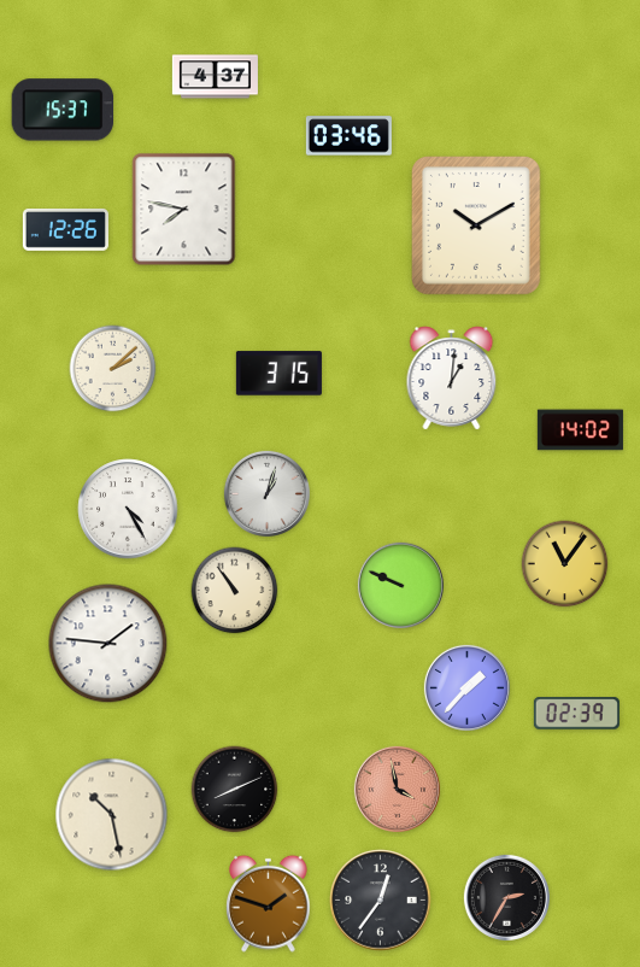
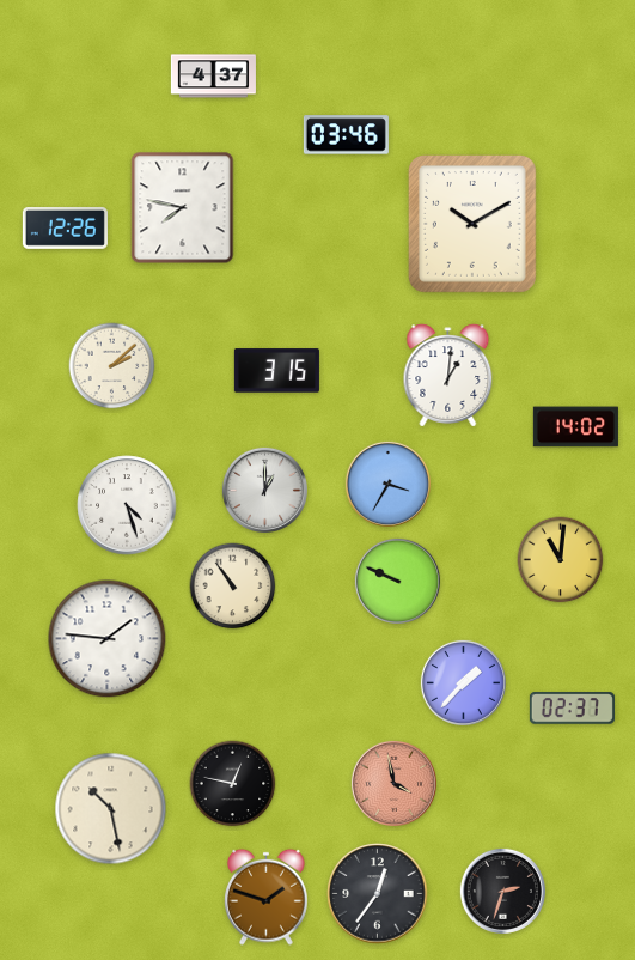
clock at (63, 110): 15:37 -> none
clock at (387, 484): none -> 3:35
clock at (266, 493): 1:03 -> 1:00
clock at (128, 509): 4:25 -> 4:27
clock at (565, 564): 11:06 -> 11:01
clock at (576, 714): 02:39 -> 02:37
clock at (235, 790): 8:11 -> 12:47
clock at (506, 897): 2:35 -> 2:33
